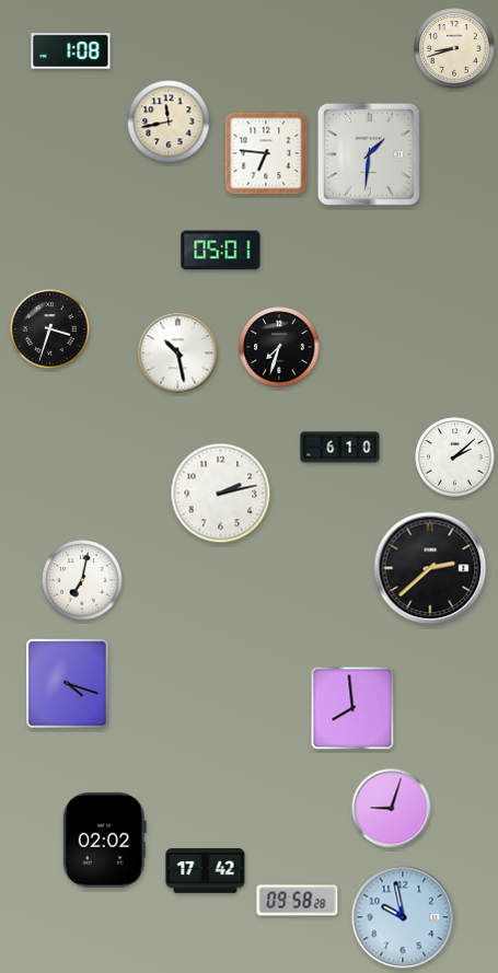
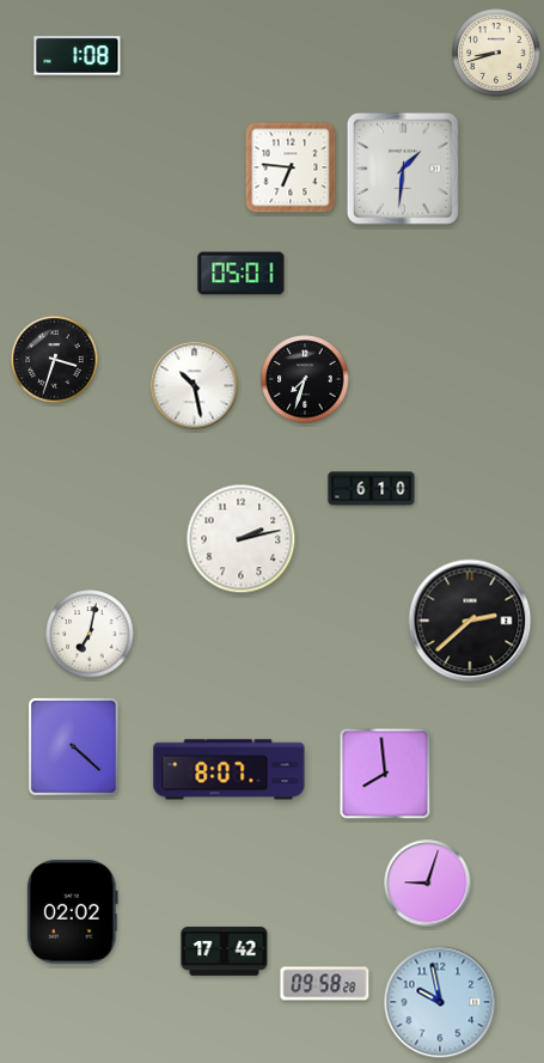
clock at (169, 121): 11:43 -> none
clock at (455, 457): 2:08 -> none
clock at (67, 683): 4:18 -> 4:22
clock at (230, 770): none -> 8:07
clock at (104, 841) position: (104, 841) -> (72, 912)
